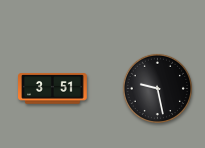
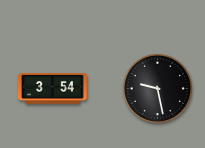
clock at (53, 89): 3:51 -> 3:54
